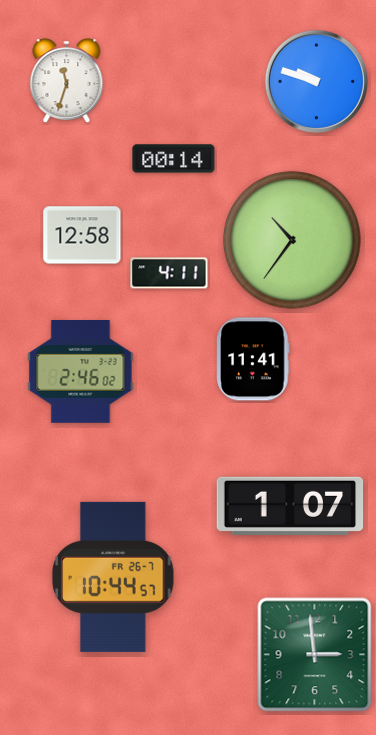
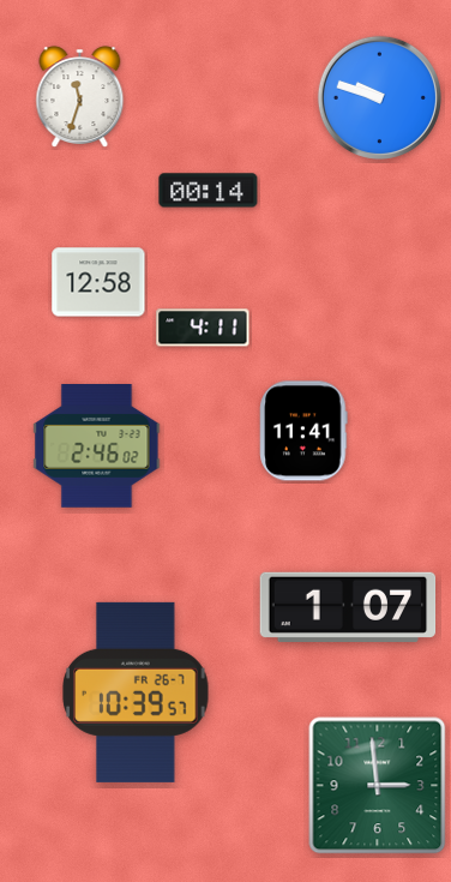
clock at (292, 240): 10:36 -> none
clock at (113, 577): 10:44 -> 10:39
